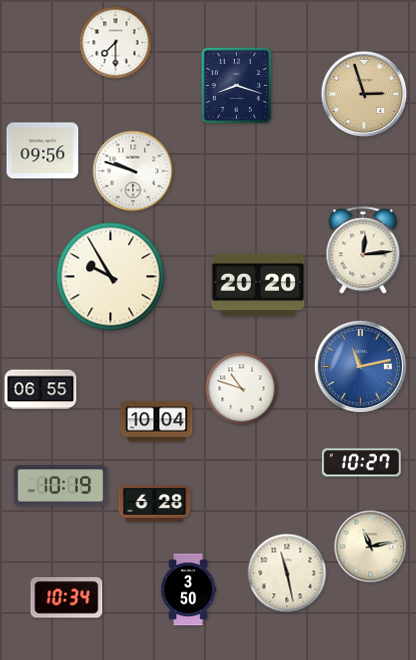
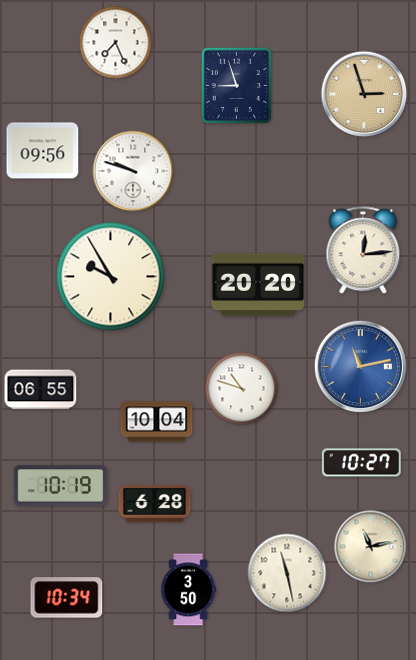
clock at (116, 43): 7:30 -> 7:26
clock at (236, 85): 8:18 -> 8:57
